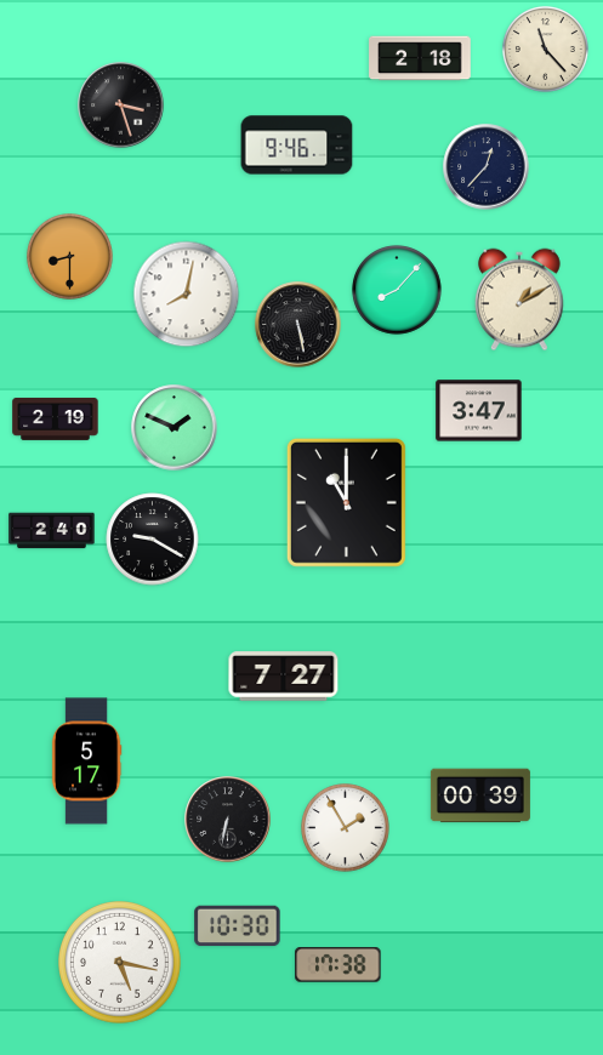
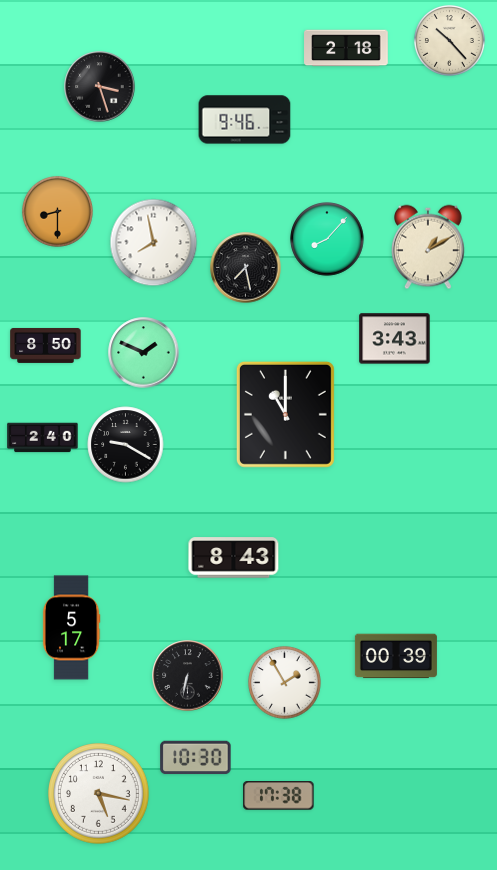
clock at (545, 49): 11:23 -> 10:23
clock at (487, 167): 12:37 -> none
clock at (187, 295): 8:02 -> 7:58
clock at (298, 325): 5:28 -> 7:28
clock at (479, 411): 3:47 -> 3:43
clock at (56, 418): 2:19 -> 8:50
clock at (284, 677): 7:27 -> 8:43
clock at (238, 926) position: (238, 926) -> (196, 758)
